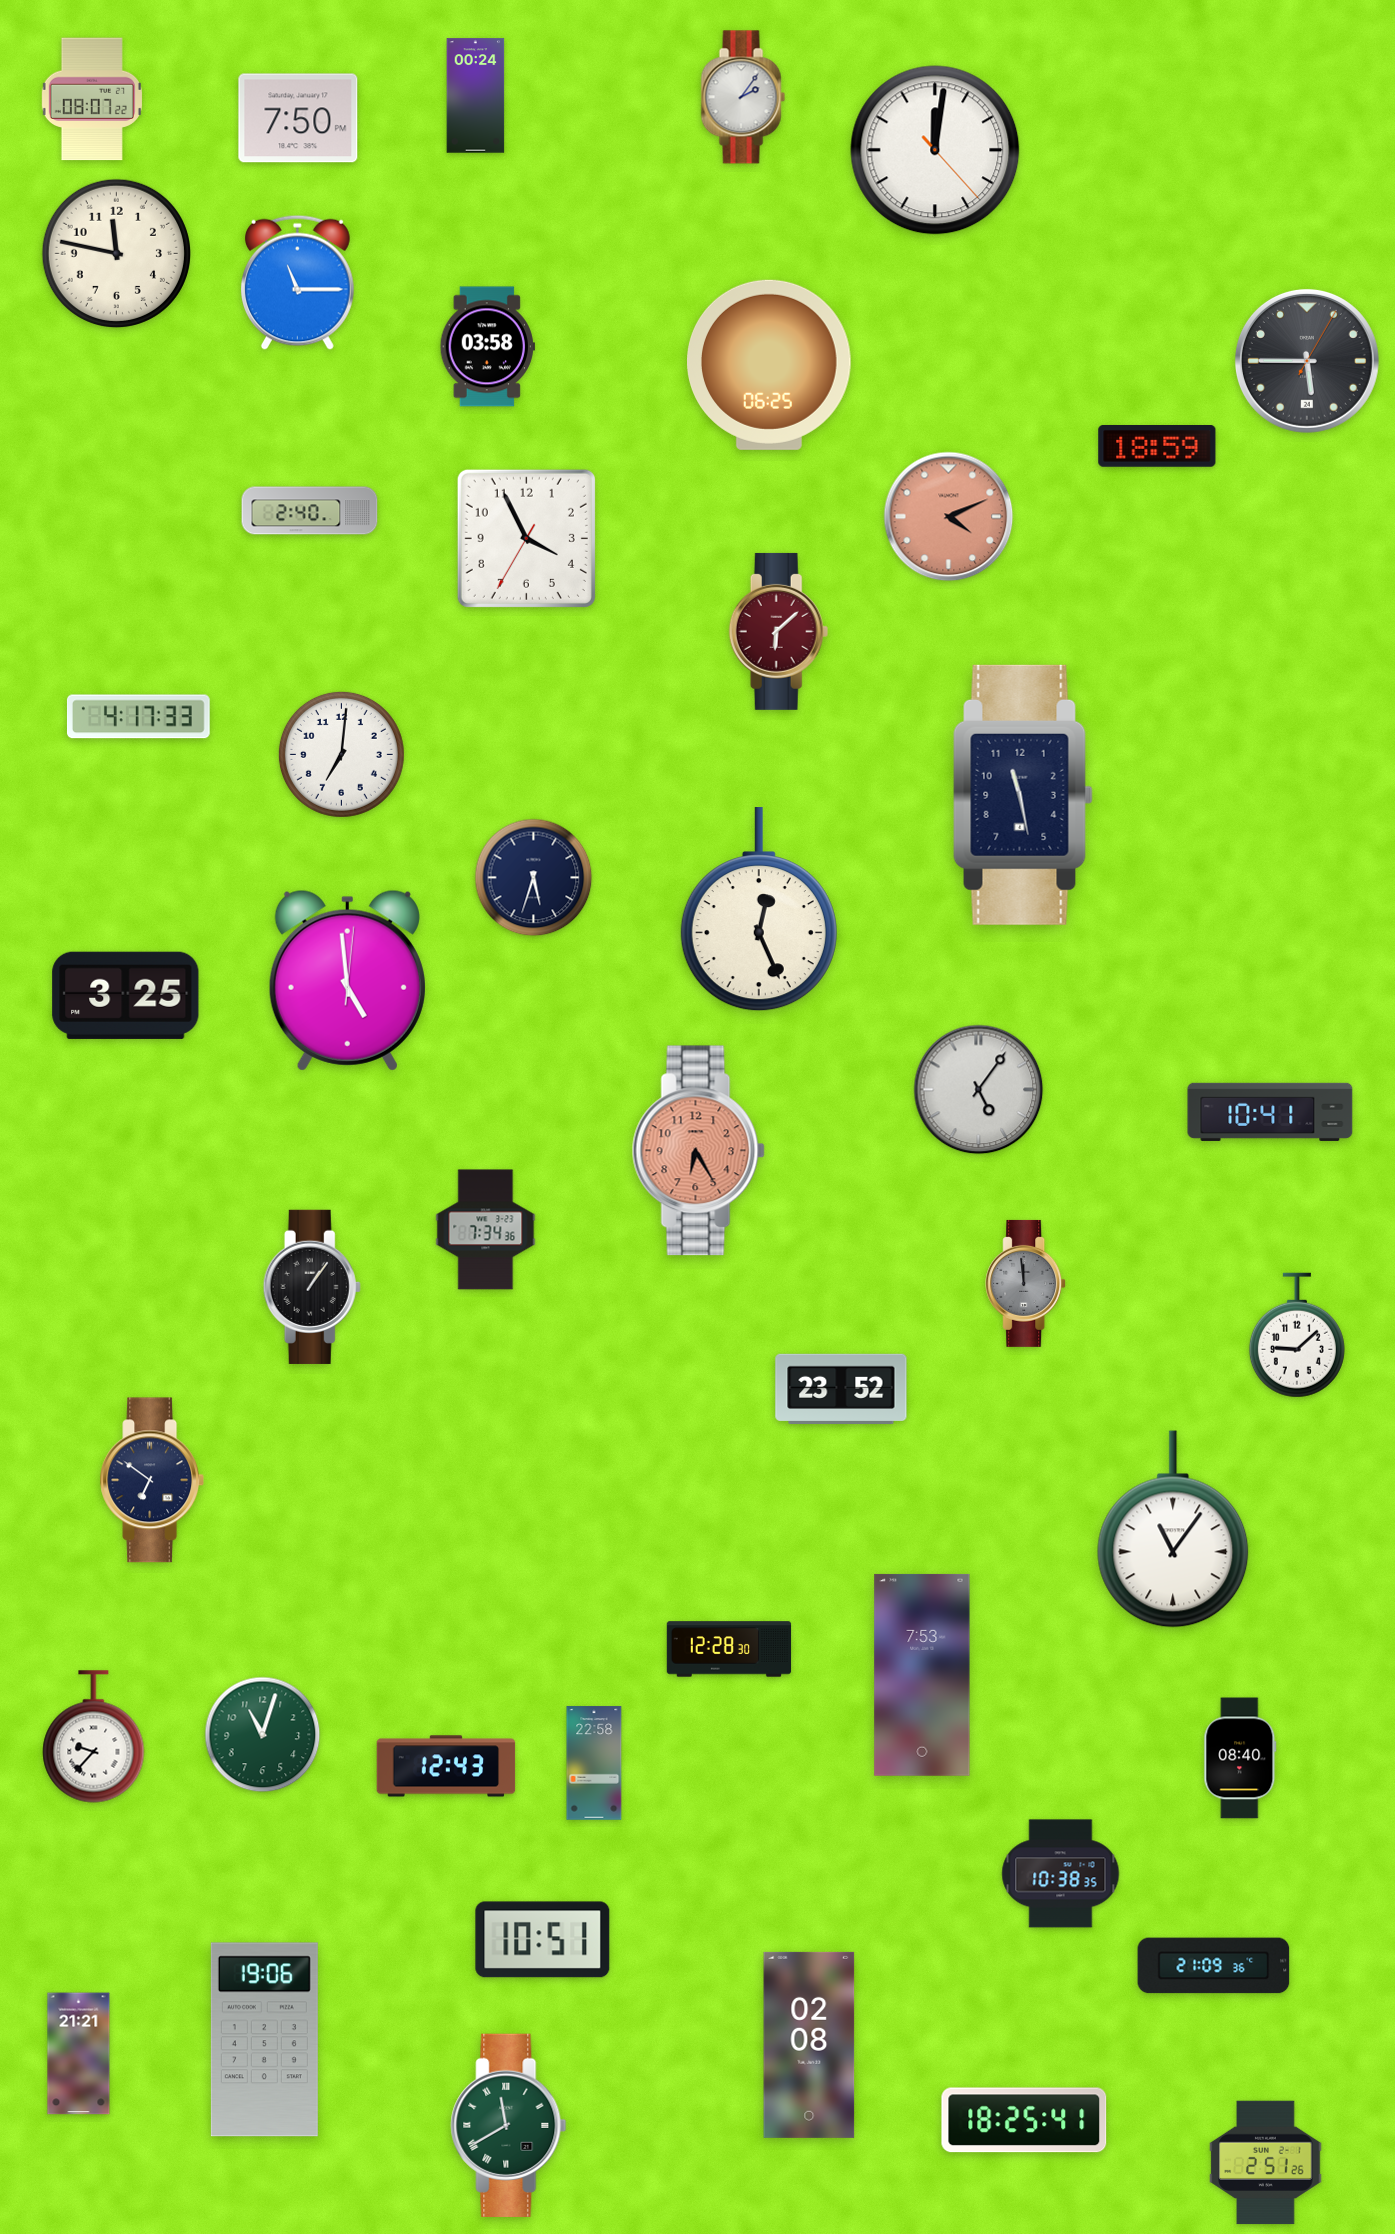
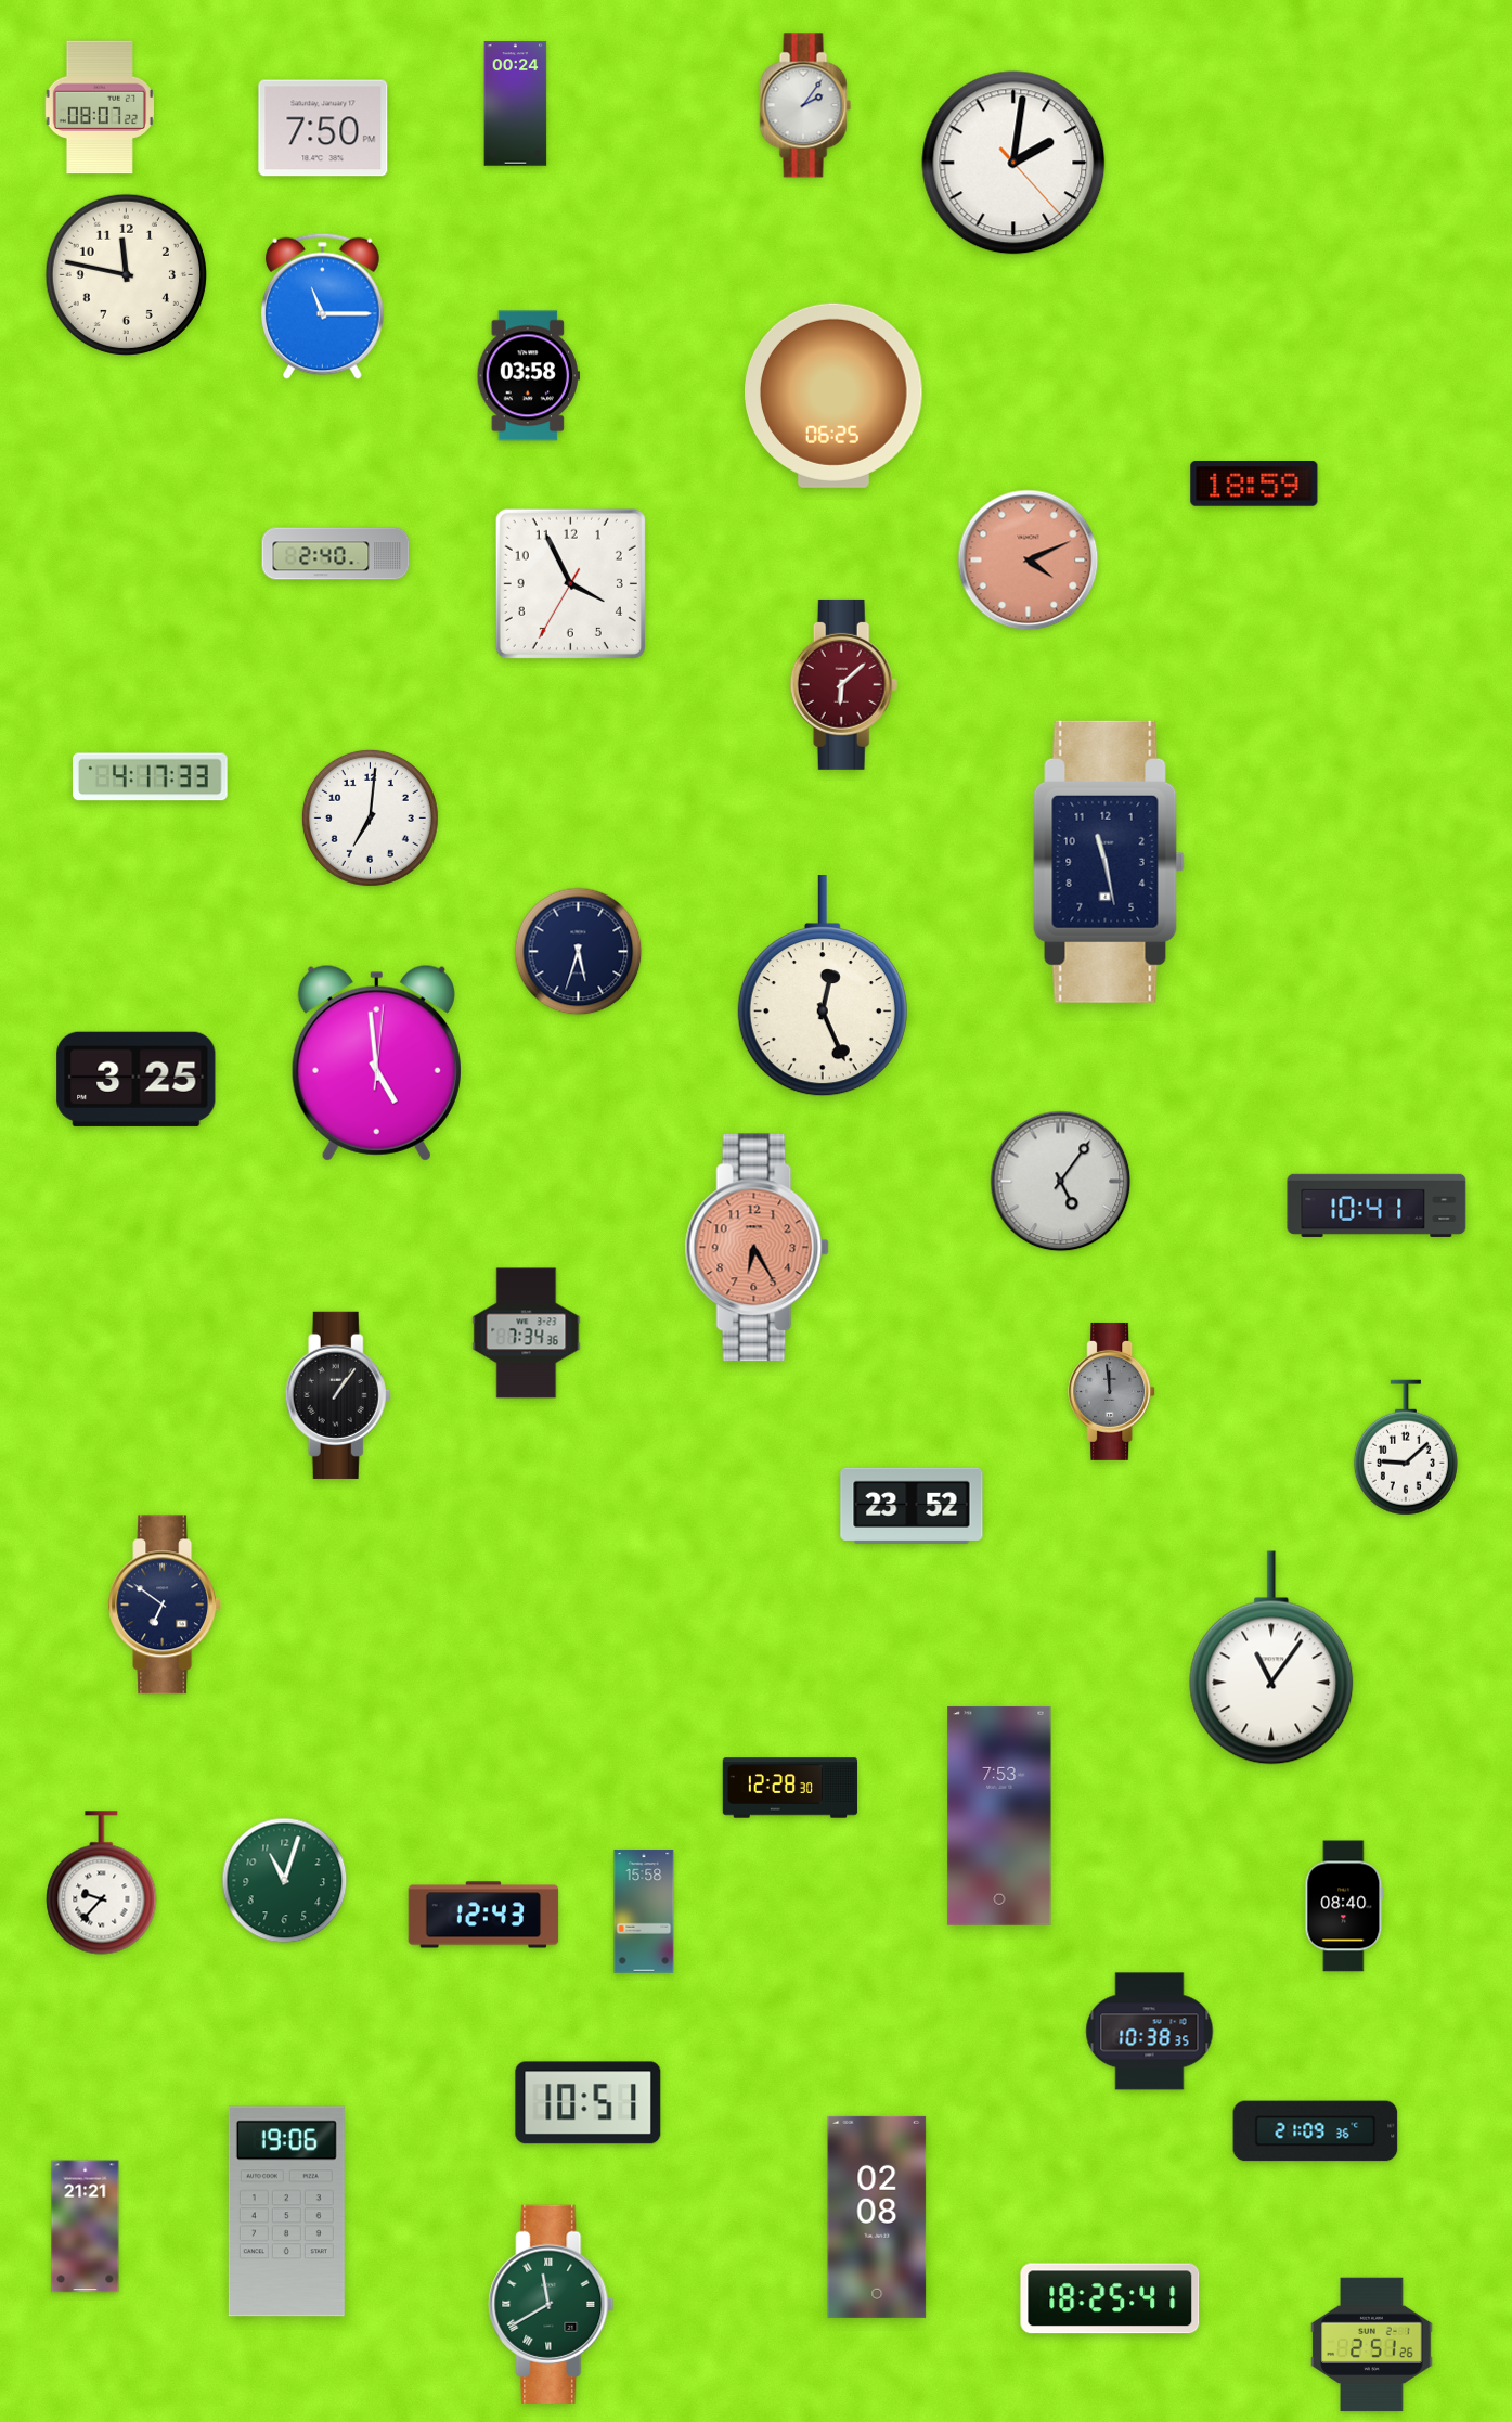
clock at (935, 150): 12:01 -> 2:01
clock at (1307, 361): 5:45 -> none
clock at (594, 1763): 22:58 -> 15:58
